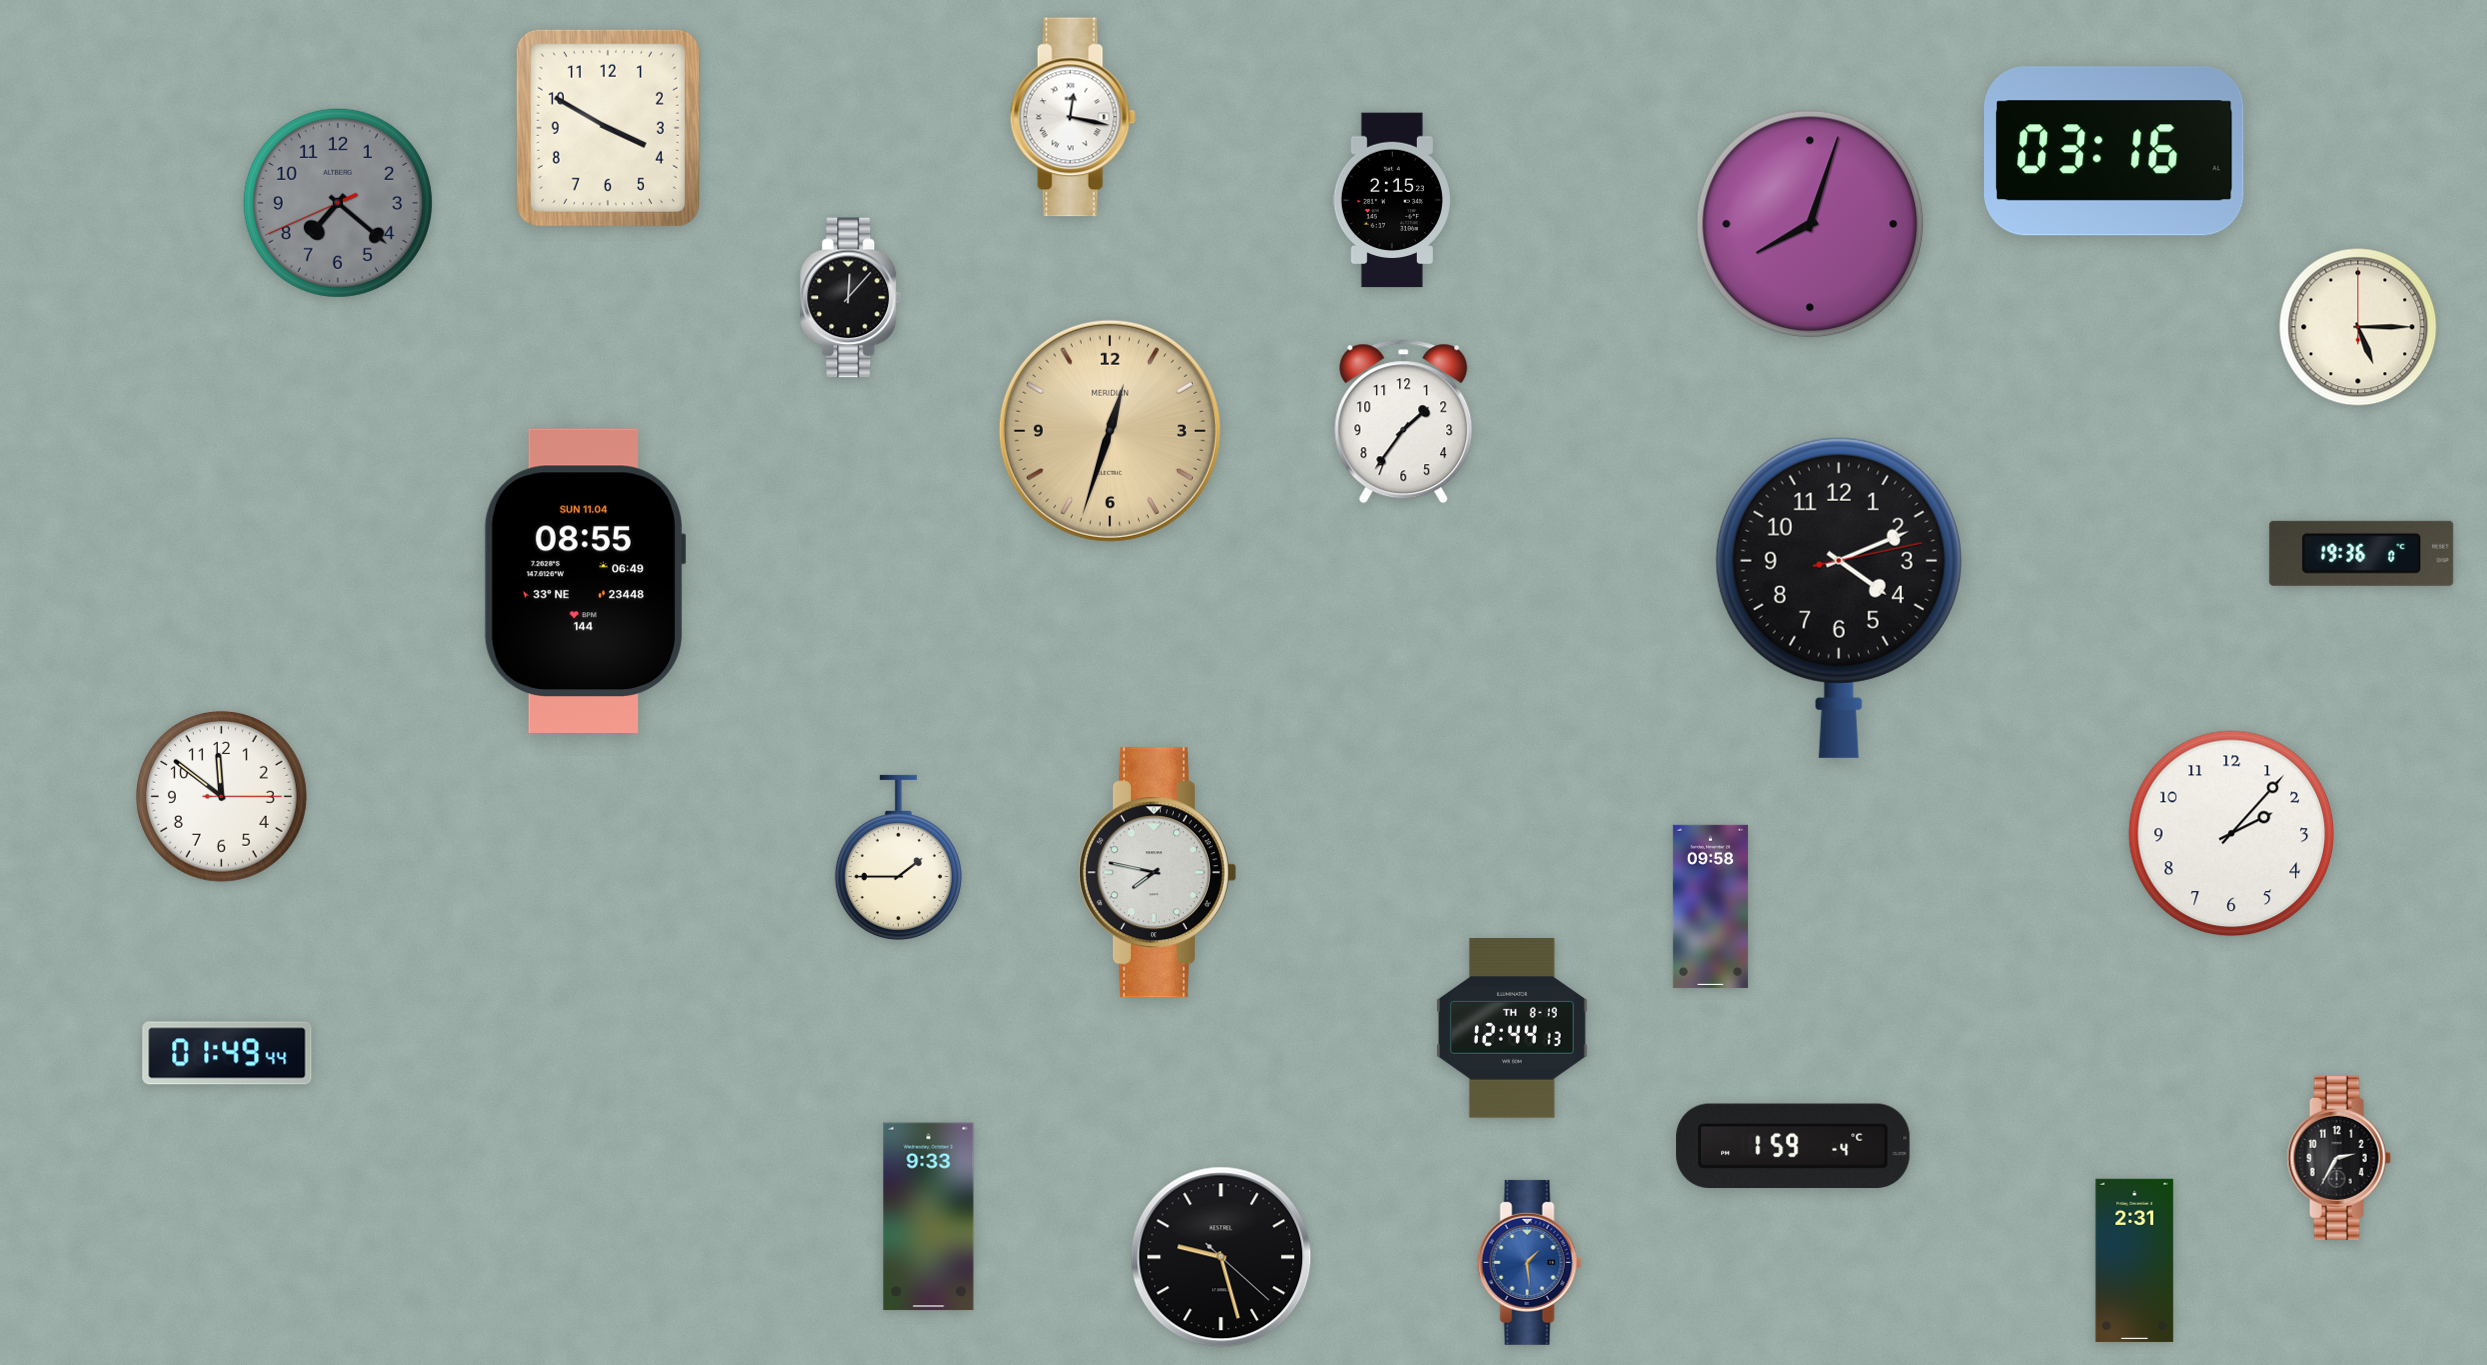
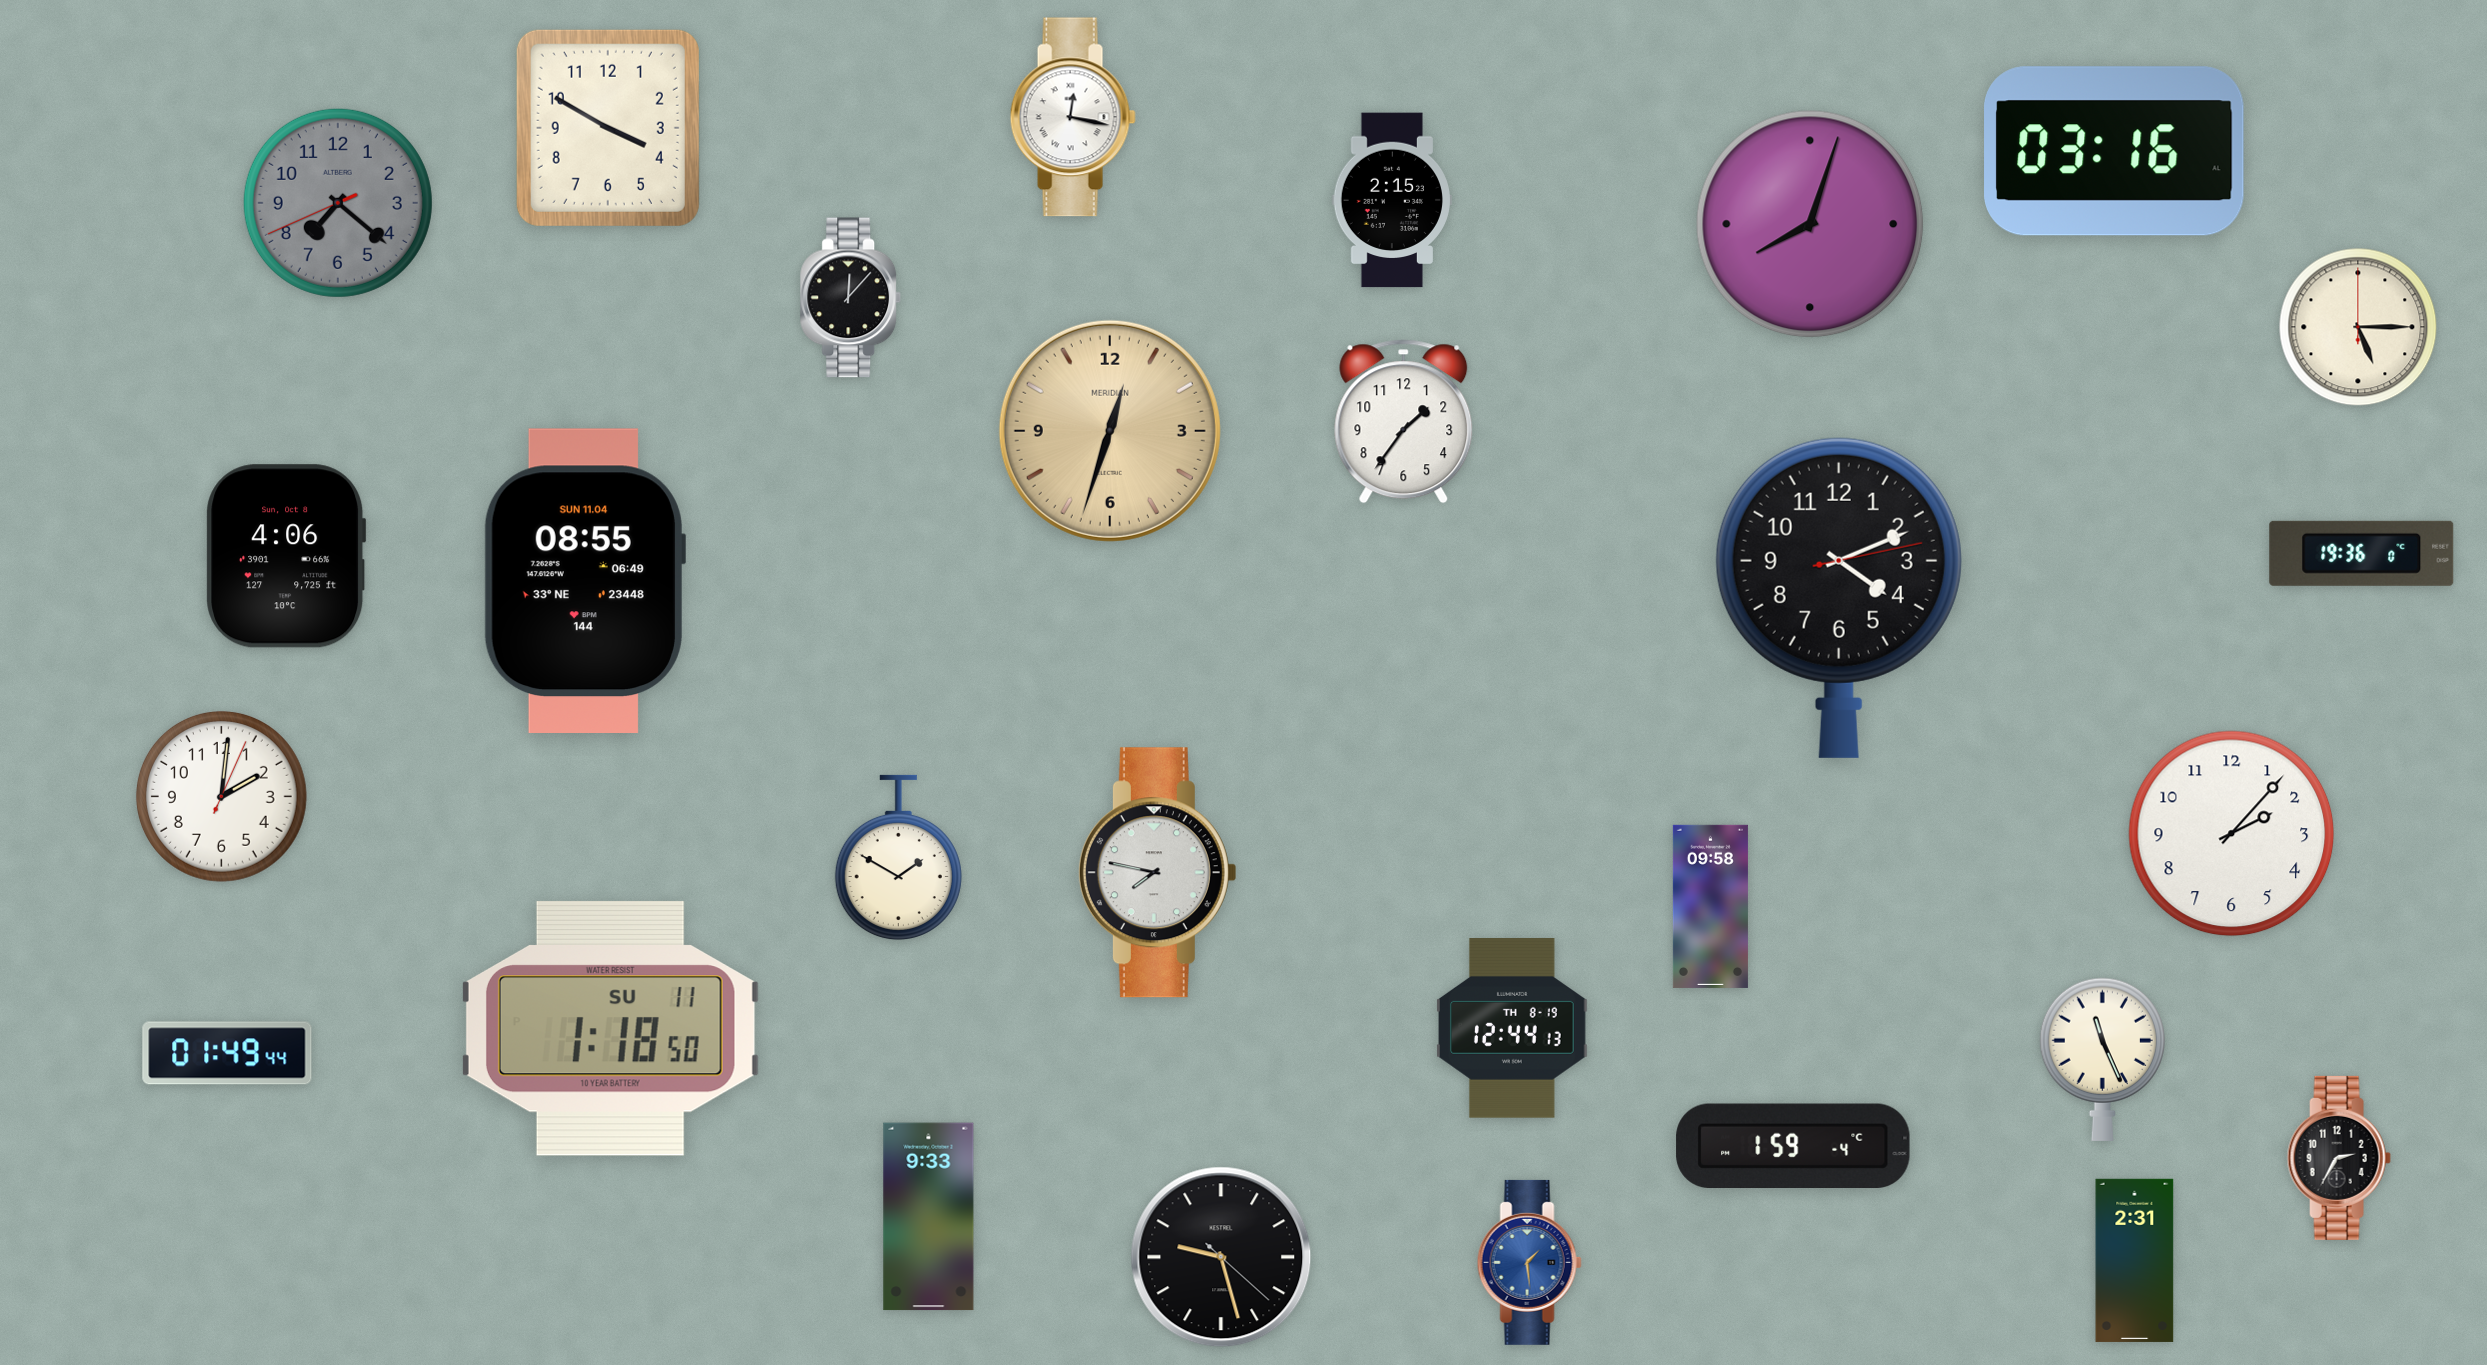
clock at (286, 556): none -> 4:06
clock at (221, 796): 11:51 -> 2:01
clock at (898, 858): 1:45 -> 1:50
clock at (610, 1028): none -> 1:18
clock at (2102, 1059): none -> 11:26
